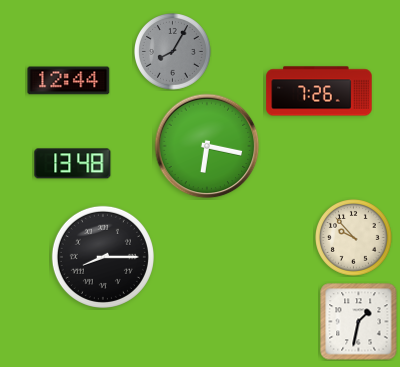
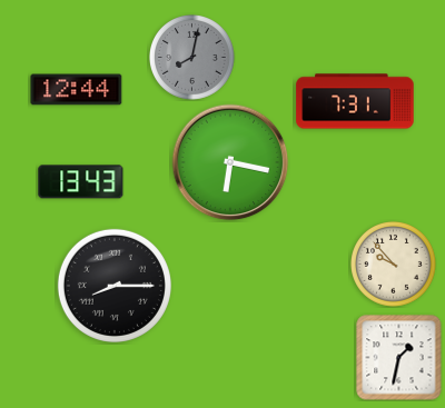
clock at (173, 52): 8:05 -> 8:02
clock at (319, 91): 7:26 -> 7:31
clock at (73, 164): 13:48 -> 13:43
